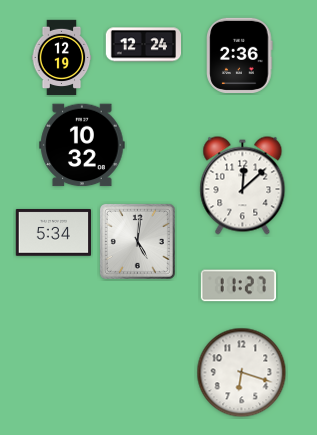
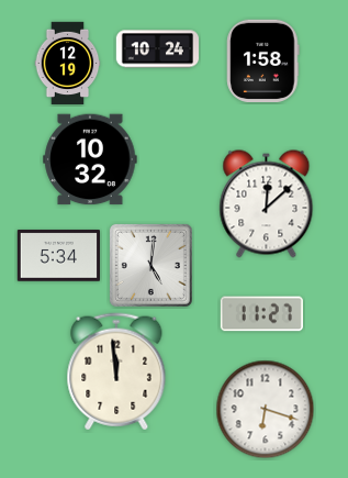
clock at (143, 45): 12:24 -> 10:24
clock at (240, 55): 2:36 -> 1:58
clock at (116, 371): none -> 11:59
